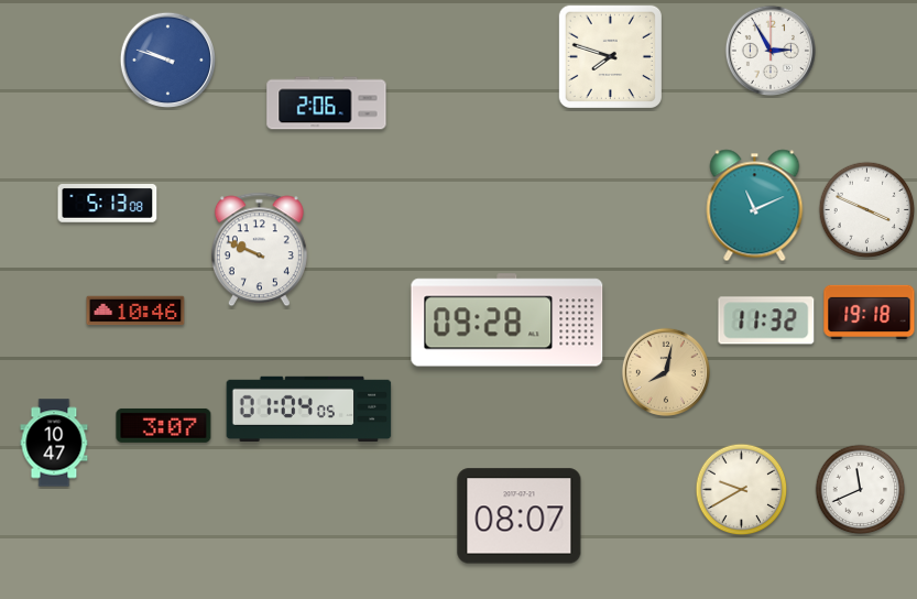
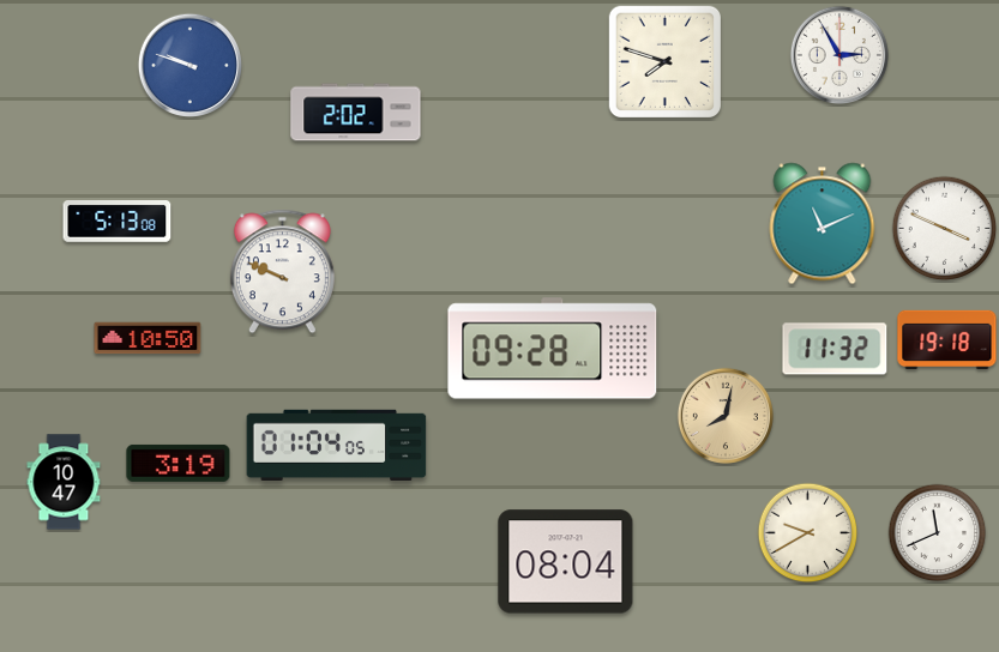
clock at (168, 61) position: (168, 61) -> (191, 66)
clock at (327, 104): 2:06 -> 2:02
clock at (135, 311): 10:46 -> 10:50
clock at (666, 372) position: (666, 372) -> (726, 416)
clock at (164, 425): 3:07 -> 3:19
clock at (54, 443) position: (54, 443) -> (64, 482)
clock at (520, 516): 08:07 -> 08:04
